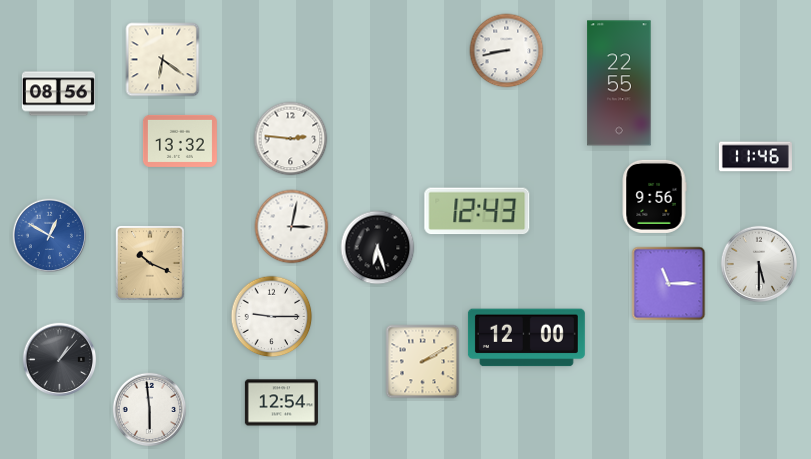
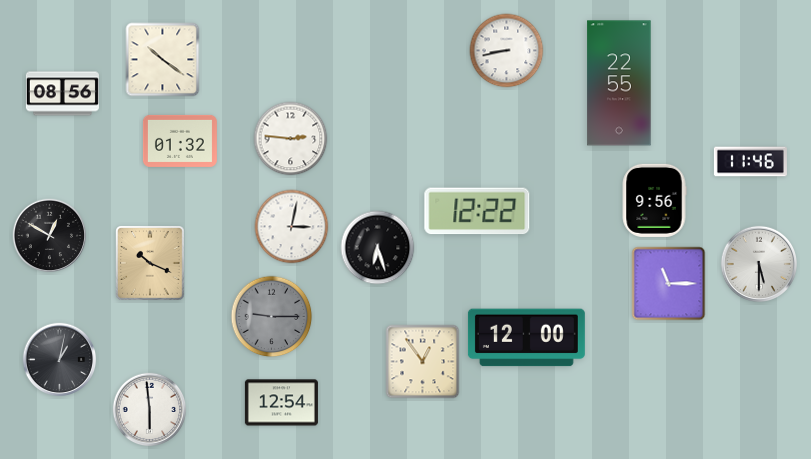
clock at (163, 60): 6:21 -> 10:21
clock at (58, 94) position: (58, 94) -> (62, 94)
clock at (180, 141): 13:32 -> 01:32
clock at (755, 157) position: (755, 157) -> (750, 162)
clock at (654, 196) position: (654, 196) -> (654, 200)
clock at (477, 211): 12:43 -> 12:22
clock at (50, 236) dial: blue -> black
clock at (272, 317) dial: white -> grey
clock at (60, 360): 1:07 -> 1:02
clock at (423, 362): 2:10 -> 12:54
